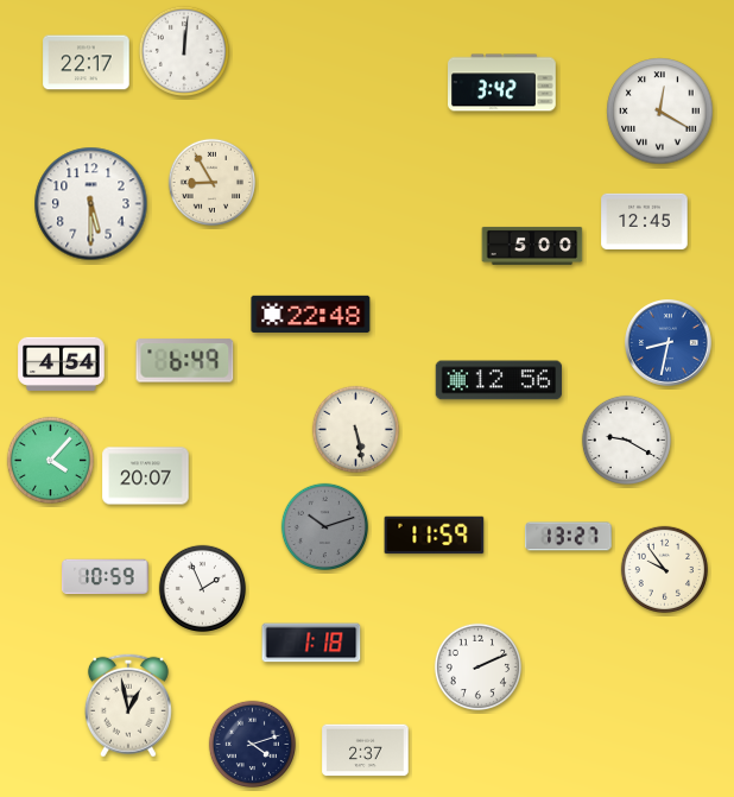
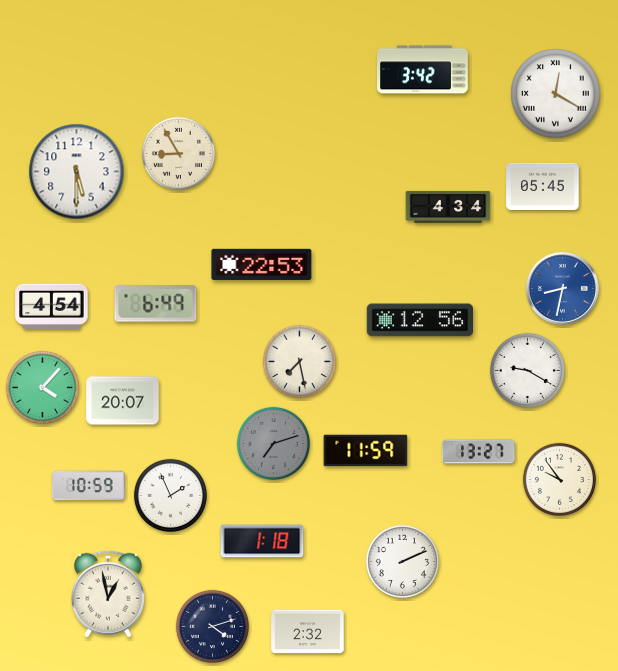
clock at (184, 51): 12:01 -> none
clock at (87, 63): 22:17 -> none
clock at (645, 221): 12:45 -> 05:45
clock at (532, 246): 5:00 -> 4:34
clock at (311, 314): 22:48 -> 22:53
clock at (356, 429): 5:28 -> 7:28
clock at (325, 526): 10:12 -> 7:12
clock at (366, 751): 2:37 -> 2:32
